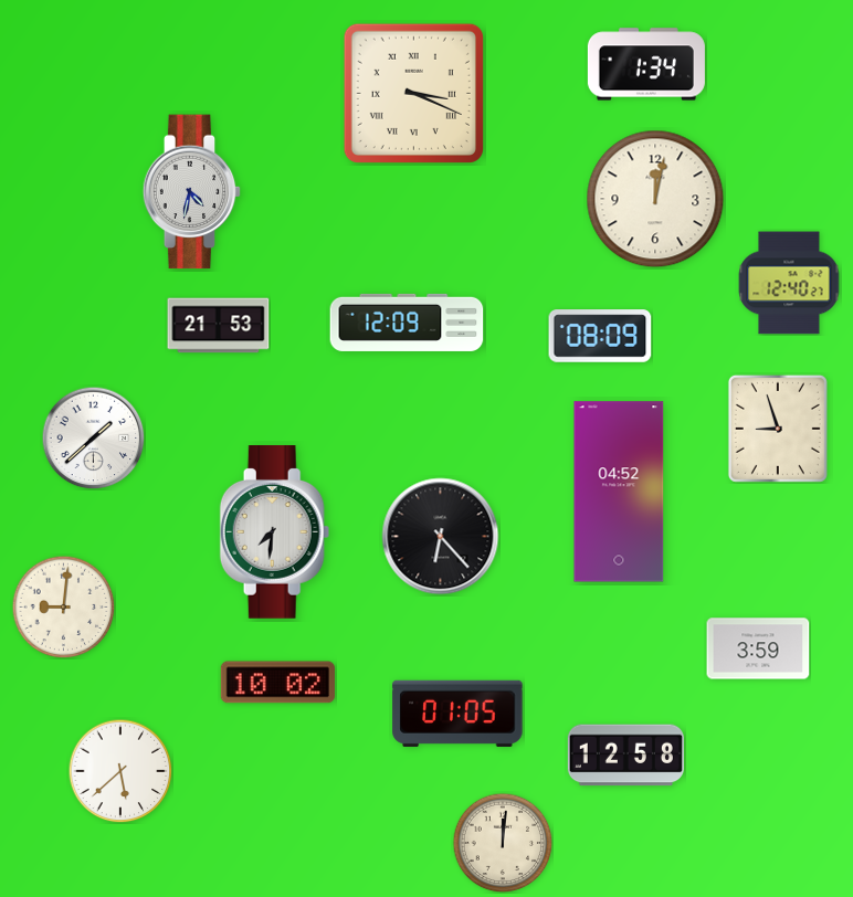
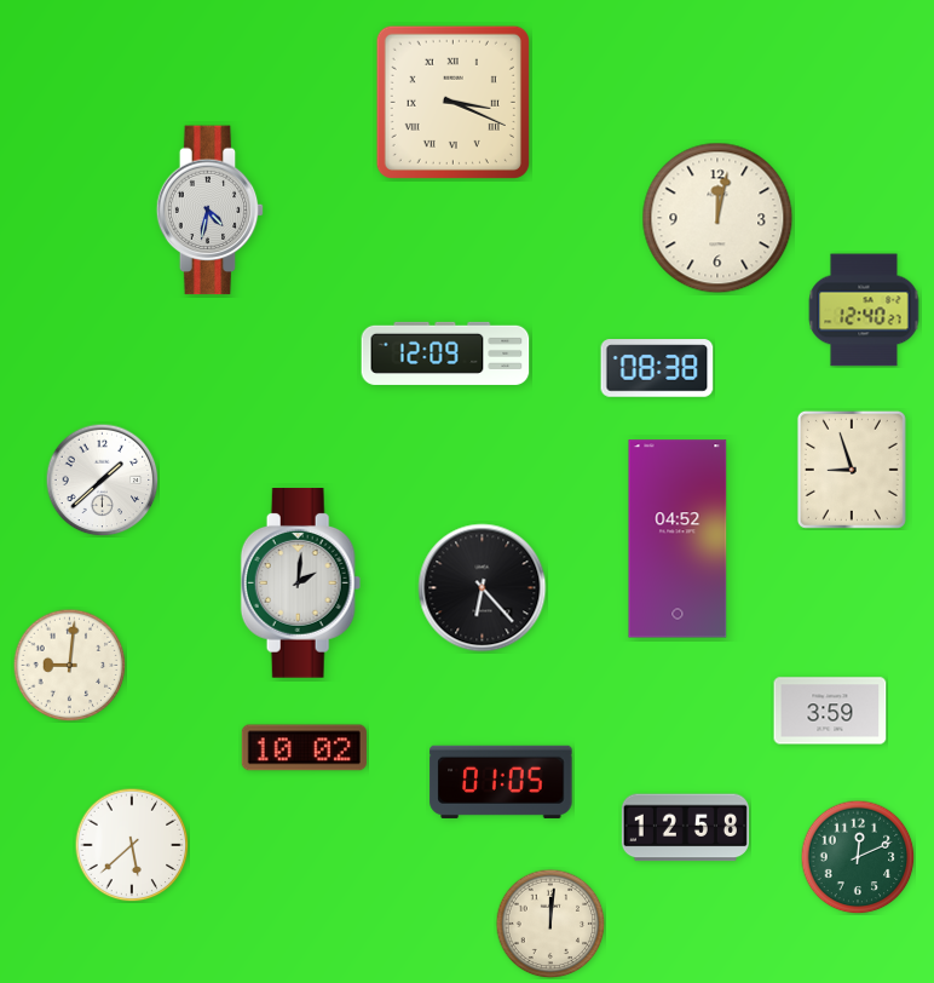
clock at (646, 64): 1:34 -> none
clock at (219, 326): 21:53 -> none
clock at (600, 336): 08:09 -> 08:38
clock at (275, 532): 7:31 -> 2:01
clock at (858, 857): none -> 12:11
